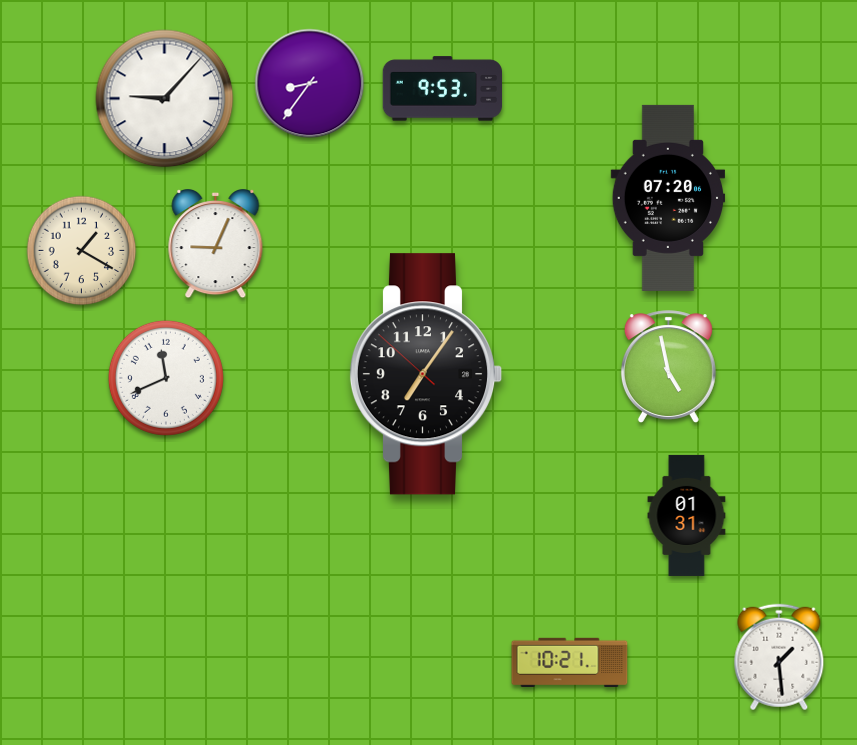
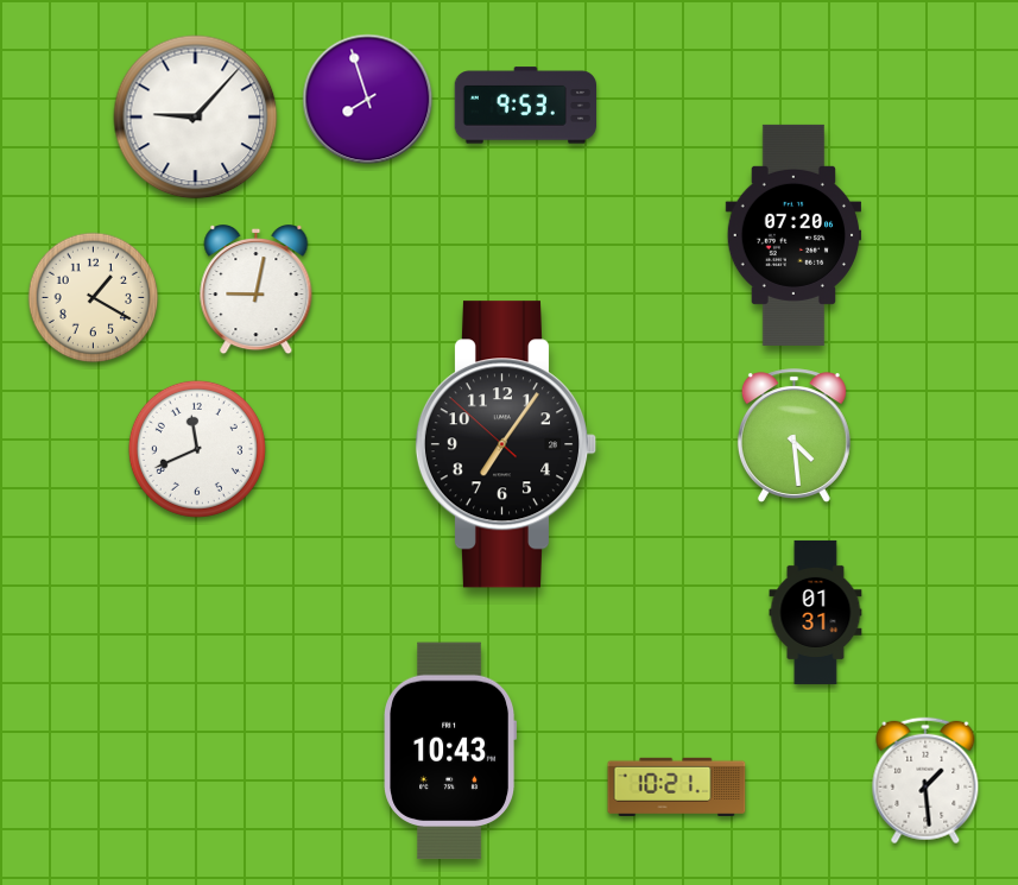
clock at (310, 84): 8:36 -> 7:57
clock at (216, 245): 9:04 -> 9:02
clock at (82, 251) position: (82, 251) -> (94, 298)
clock at (668, 366): 4:58 -> 4:29
clock at (450, 751): none -> 10:43
